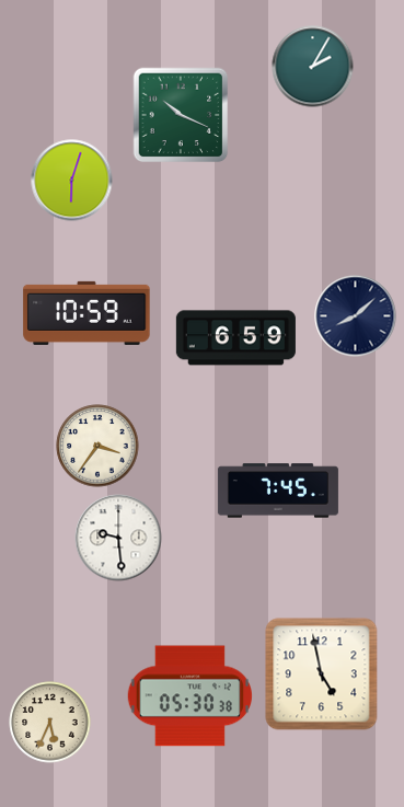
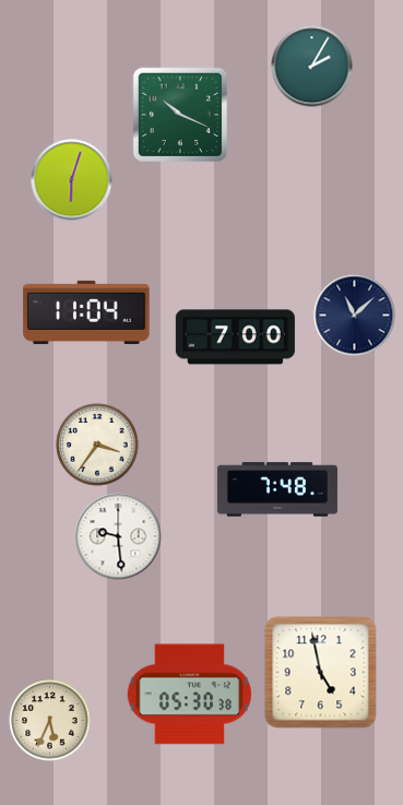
clock at (86, 313): 10:59 -> 11:04
clock at (356, 316): 8:08 -> 11:08
clock at (235, 338): 6:59 -> 7:00
clock at (278, 491): 7:45 -> 7:48
